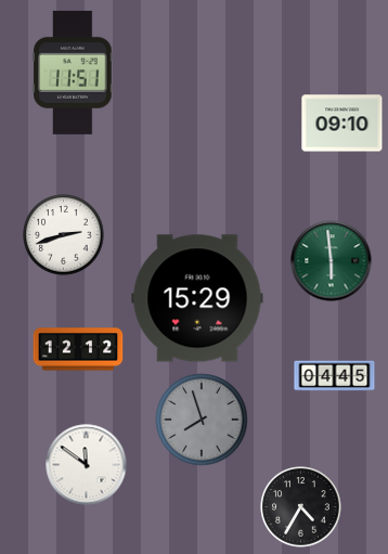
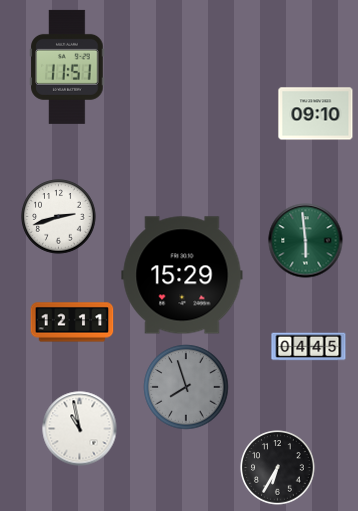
clock at (78, 349): 12:12 -> 12:11
clock at (87, 465): 11:51 -> 10:58
clock at (301, 507): 4:35 -> 6:35
